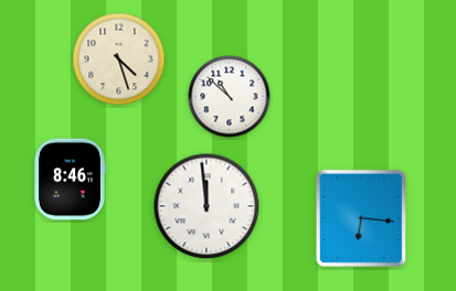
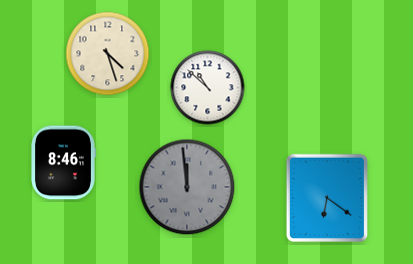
clock at (206, 206) dial: white -> grey
clock at (361, 218): 6:16 -> 6:21
